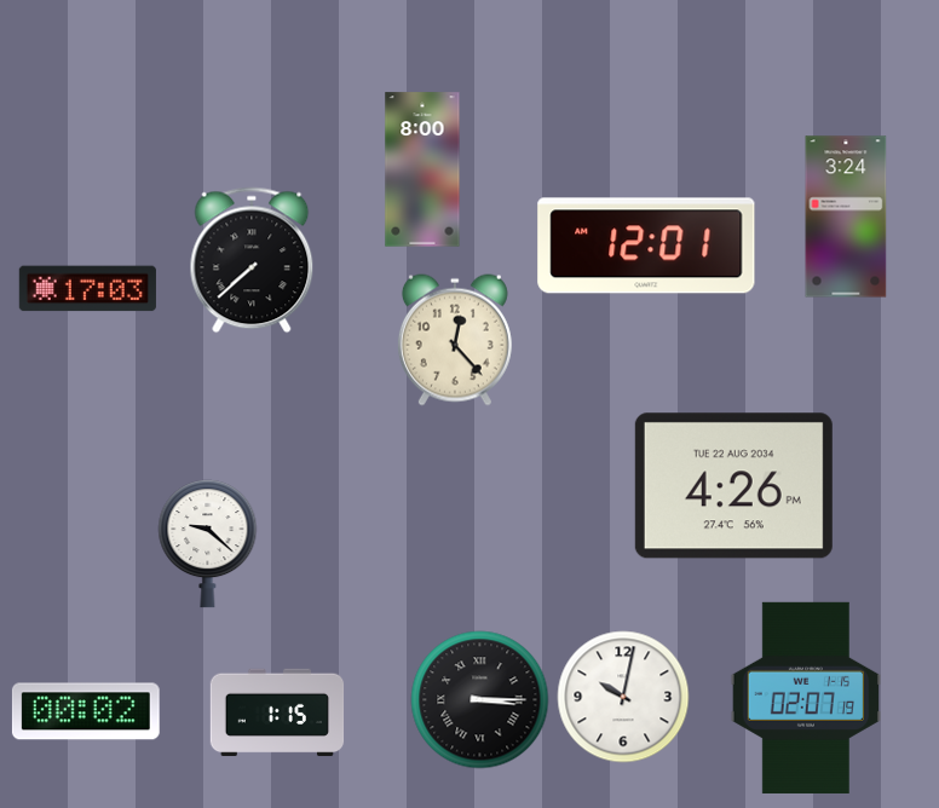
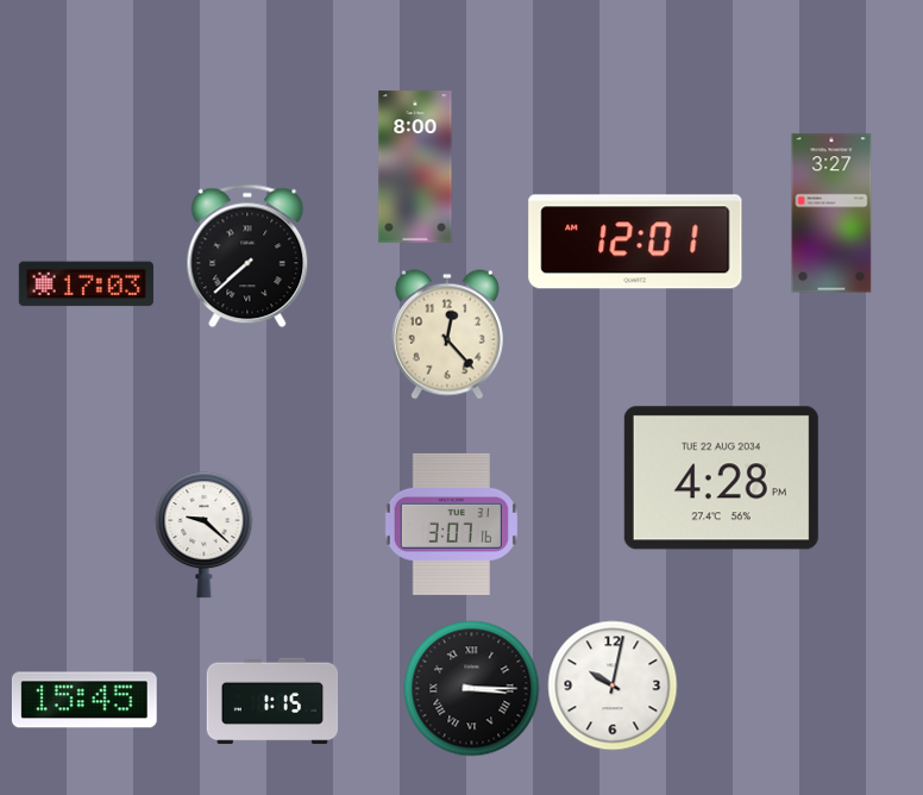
clock at (846, 217): 3:24 -> 3:27
clock at (733, 486): 4:26 -> 4:28
clock at (451, 524): none -> 3:07
clock at (805, 698): 02:07 -> none
clock at (86, 711): 00:02 -> 15:45
